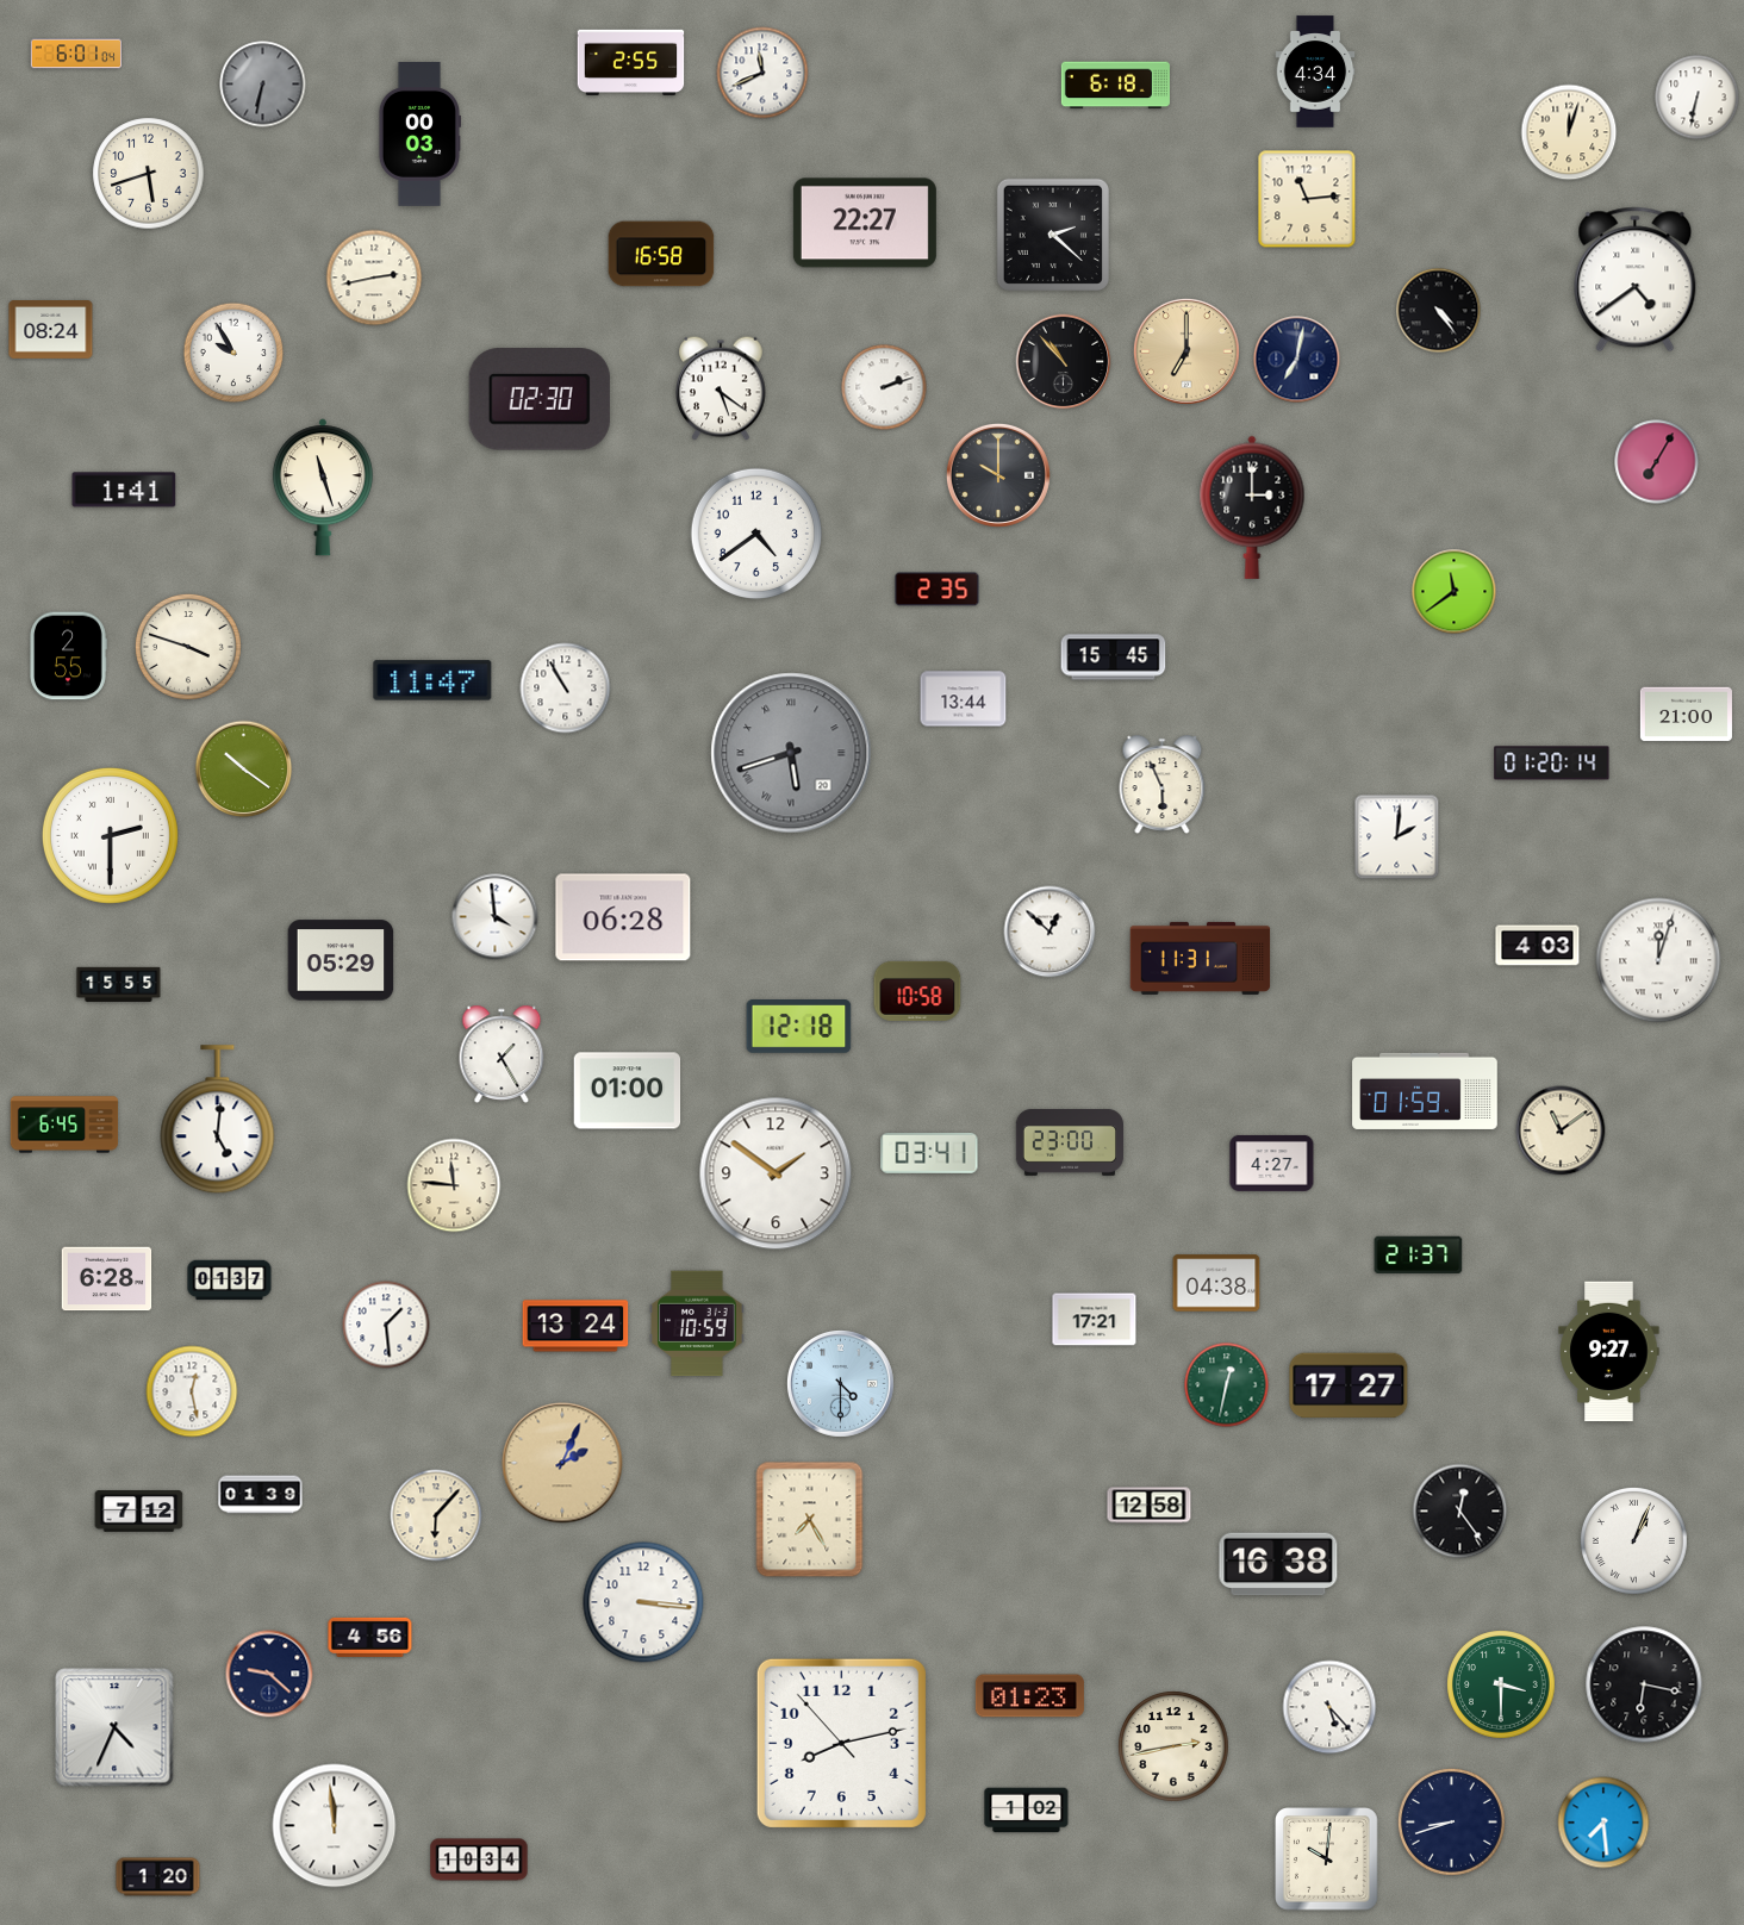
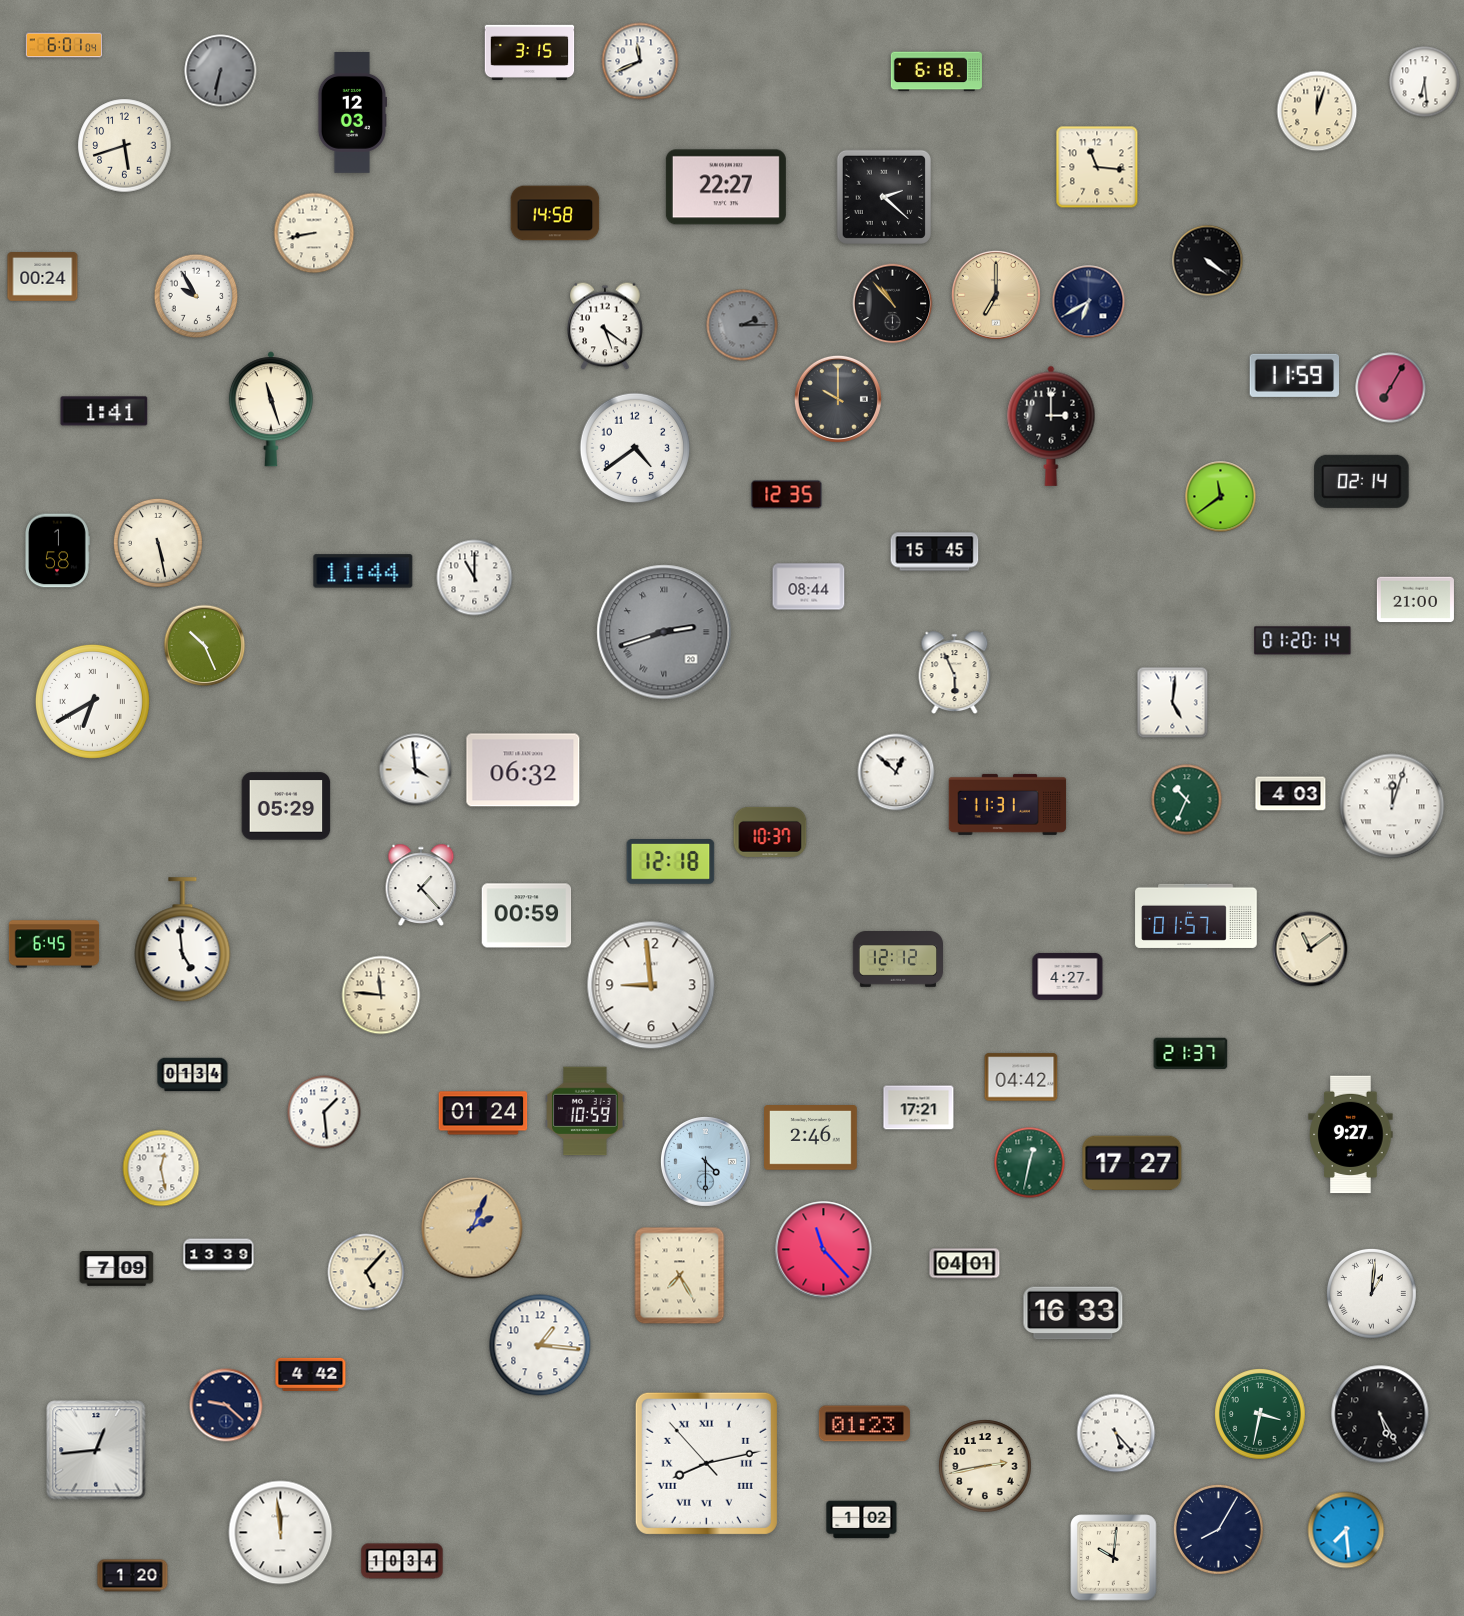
clock at (631, 63): 2:55 -> 3:15
clock at (1315, 71): 4:34 -> none
clock at (1698, 98): 6:32 -> 6:29
clock at (418, 135): 00:03 -> 12:03
clock at (1307, 199): 11:14 -> 11:16
clock at (661, 254): 16:58 -> 14:58
clock at (374, 278): 2:43 -> 8:43
clock at (1636, 280): 4:39 -> none
clock at (1439, 311): 4:24 -> 4:21
clock at (51, 330): 08:24 -> 00:24
clock at (1297, 360): 7:02 -> 6:40
clock at (884, 387): 2:12 -> 2:15
clock at (884, 387) dial: white -> grey
clock at (540, 400): 02:30 -> none
clock at (1294, 375): none -> 11:59
clock at (1362, 481): none -> 02:14
clock at (938, 590): 2:35 -> 12:35
clock at (188, 647): 3:48 -> 5:28
clock at (68, 656): 2:55 -> 1:58
clock at (432, 680): 11:47 -> 11:44
clock at (566, 689): 10:55 -> 11:00
clock at (964, 699): 13:44 -> 08:44
clock at (791, 753): 5:42 -> 2:42
clock at (244, 770): 10:21 -> 10:26
clock at (1163, 785) position: (1163, 785) -> (955, 673)
clock at (110, 835): 2:30 -> 6:40
clock at (1397, 837): 2:01 -> 5:01
clock at (623, 917): 06:28 -> 06:32
clock at (1049, 932) position: (1049, 932) -> (896, 772)
clock at (1187, 800): none -> 10:34
clock at (119, 984): 15:55 -> none
clock at (917, 991): 10:58 -> 10:37
clock at (502, 1053): 1:25 -> 1:23
clock at (628, 1091): 01:00 -> 00:59
clock at (1425, 1091): 01:59 -> 01:57
clock at (218, 1120): 5:01 -> 4:59
clock at (1069, 1144): 23:00 -> 12:12
clock at (929, 1153): 03:41 -> none
clock at (776, 1173): 1:51 -> 8:59
clock at (107, 1279): 6:28 -> none
clock at (230, 1281): 01:37 -> 01:34
clock at (1216, 1283): 04:38 -> 04:42
clock at (575, 1326): 13:24 -> 01:24
clock at (811, 1138): none -> 2:46
clock at (824, 1250): none -> 11:23
clock at (261, 1495): 01:39 -> 13:39
clock at (1150, 1506): 12:58 -> 04:01
clock at (139, 1512): 7:12 -> 7:09
clock at (1460, 1512): 12:24 -> none
clock at (436, 1515): 6:07 -> 5:07
clock at (1633, 1540): 1:04 -> 1:01
clock at (1278, 1564): 16:38 -> 16:33
clock at (643, 1602): 3:16 -> 1:16
clock at (370, 1637): 4:56 -> 4:42
clock at (1644, 1684): 6:17 -> 5:25
clock at (1502, 1686): 3:30 -> 3:32
clock at (114, 1727): 4:34 -> 12:44
clock at (841, 1743) numerals: Arabic -> Roman
clock at (1451, 1821): 8:42 -> 8:05
clock at (1327, 1859) position: (1327, 1859) -> (1114, 1558)
